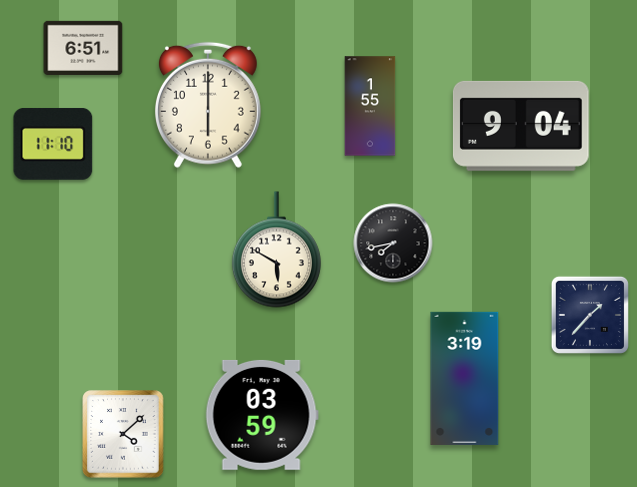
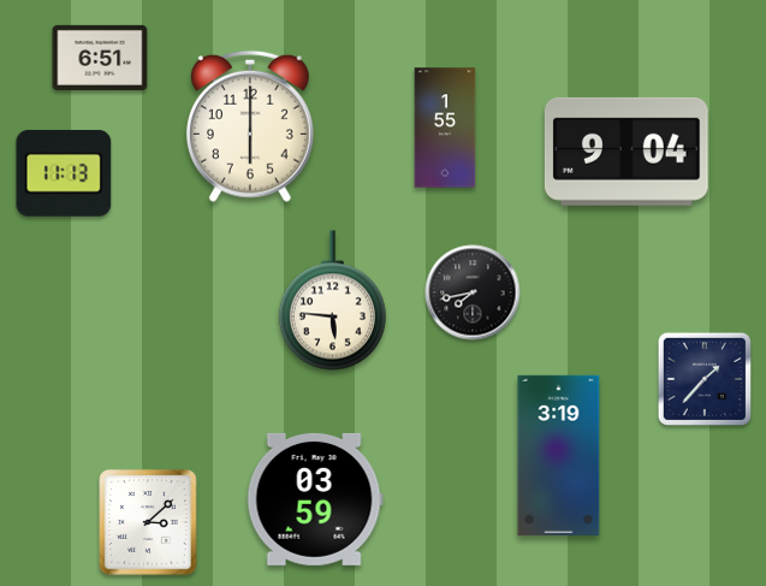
clock at (53, 144): 11:10 -> 11:13
clock at (276, 250): 5:50 -> 5:46
clock at (590, 315) position: (590, 315) -> (705, 379)
clock at (123, 434): 4:08 -> 3:08
